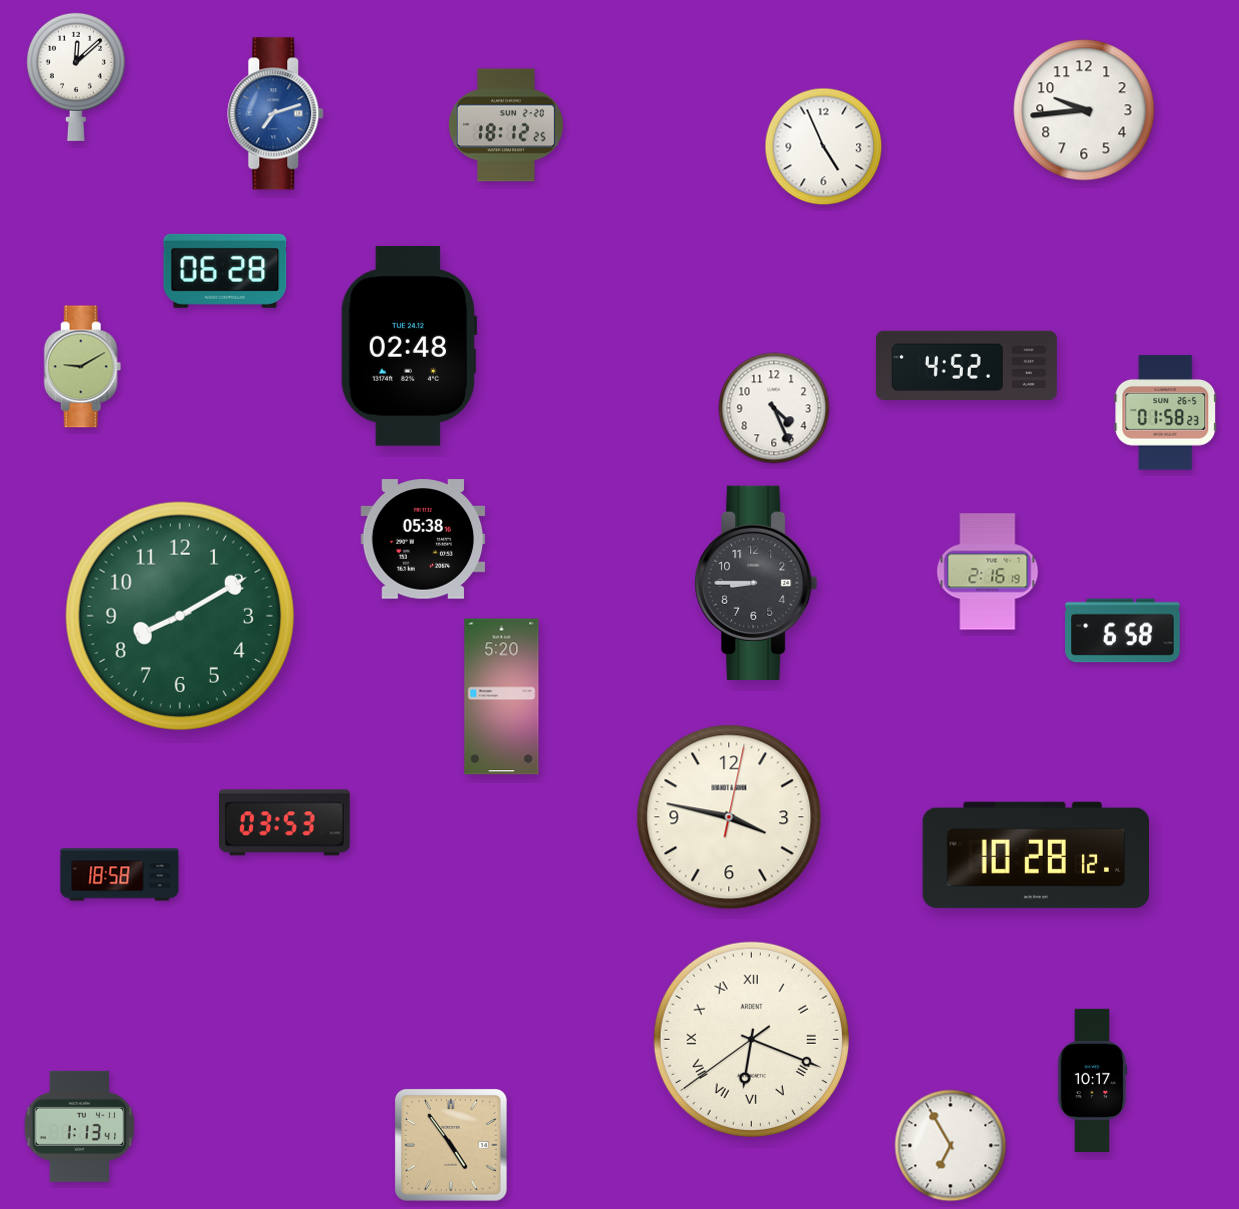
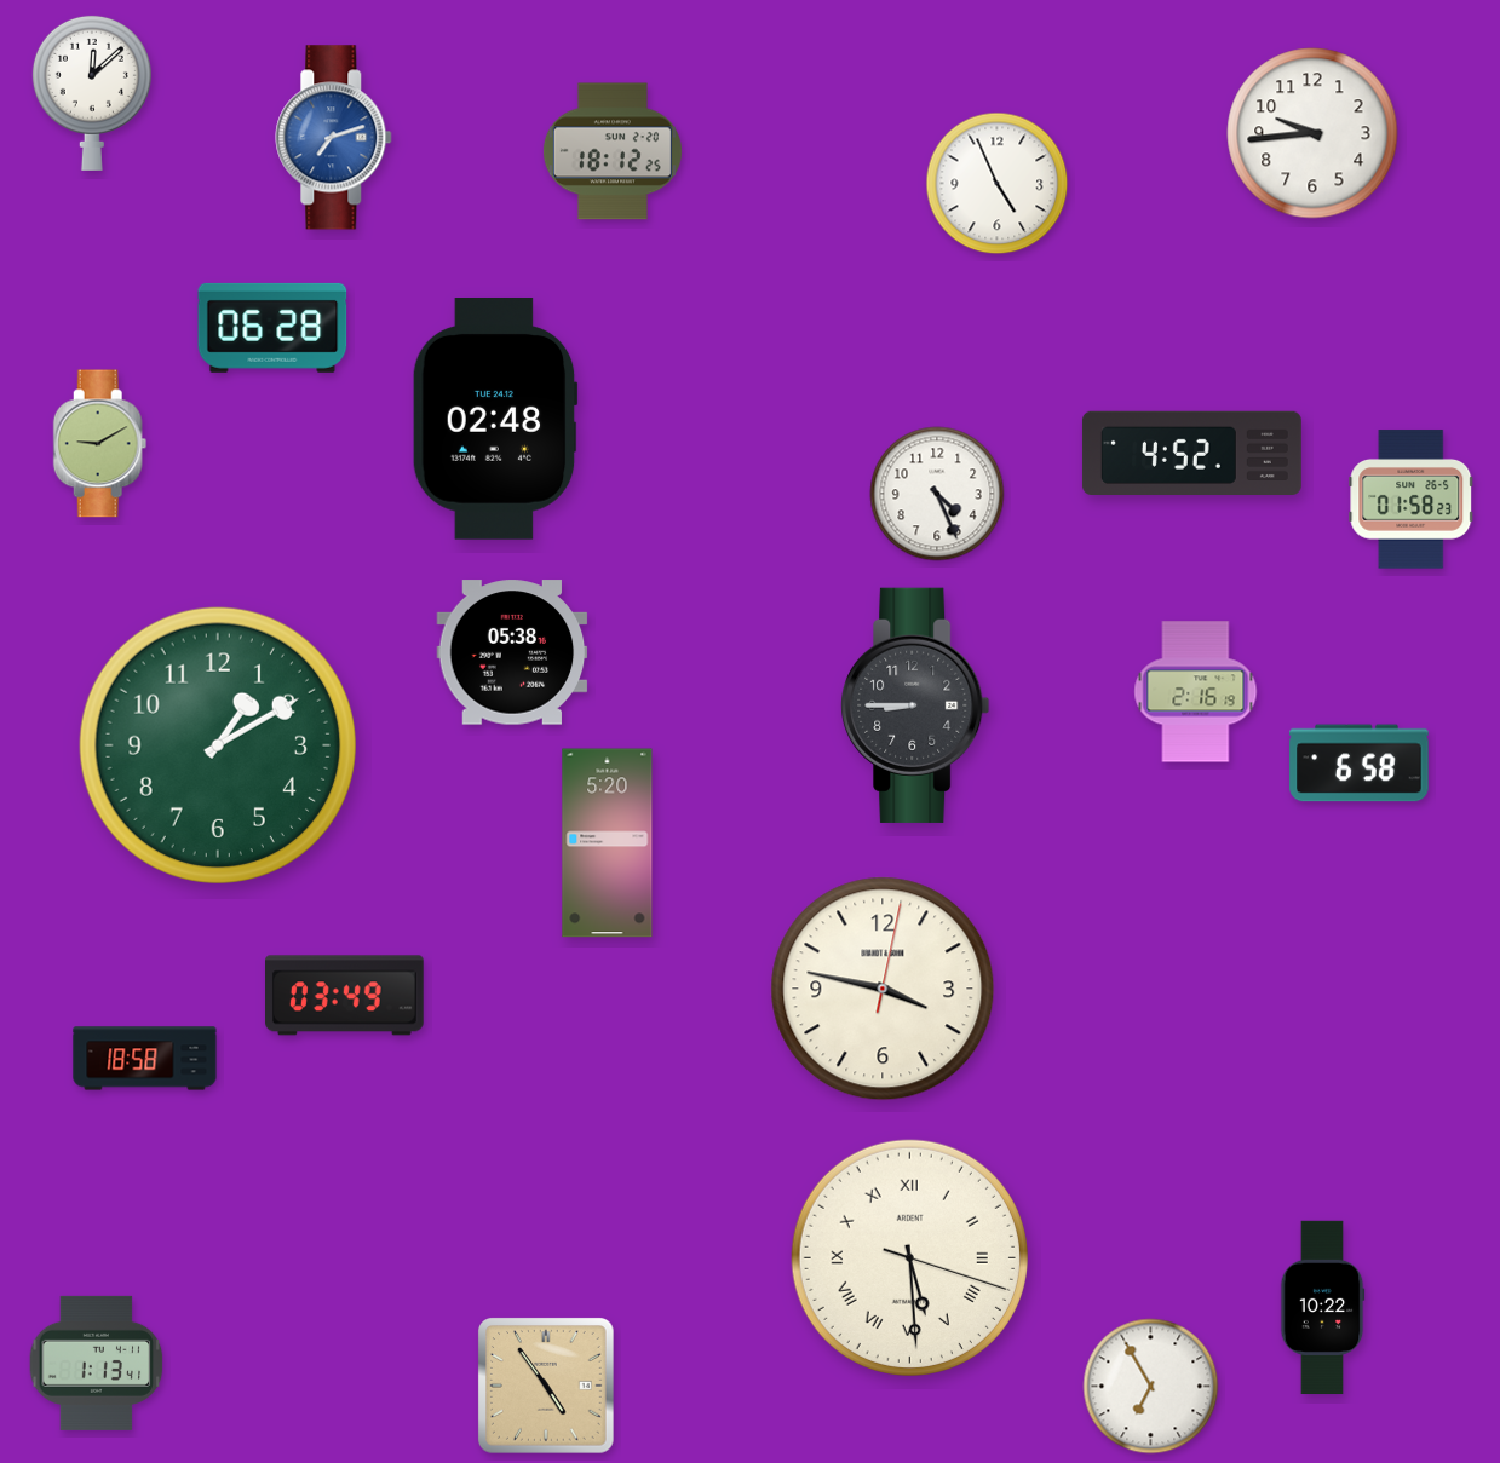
clock at (824, 147) position: (824, 147) -> (998, 184)
clock at (966, 365) position: (966, 365) -> (1191, 453)
clock at (179, 615): 8:10 -> 1:10
clock at (285, 823): 03:53 -> 03:49
clock at (1036, 855): 10:28 -> none
clock at (751, 1039): 6:18 -> 5:29
clock at (1092, 1081): 10:17 -> 10:22
